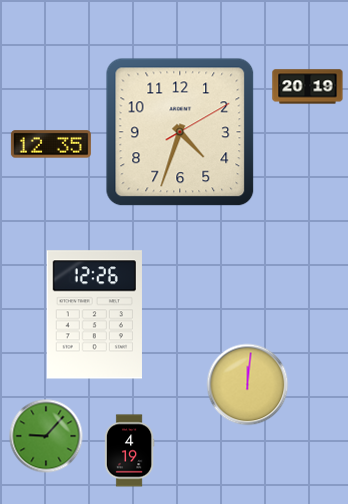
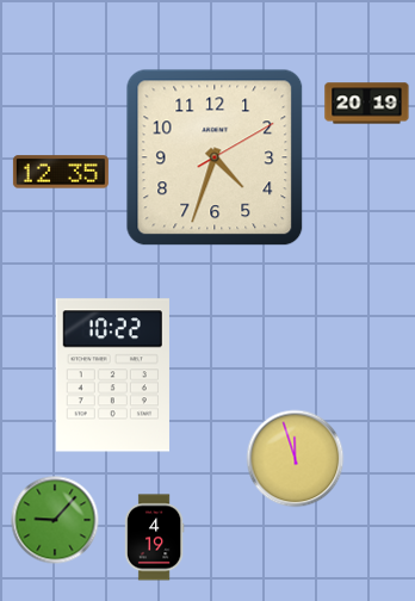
clock at (94, 315): 12:26 -> 10:22
clock at (248, 385): 12:01 -> 11:57
